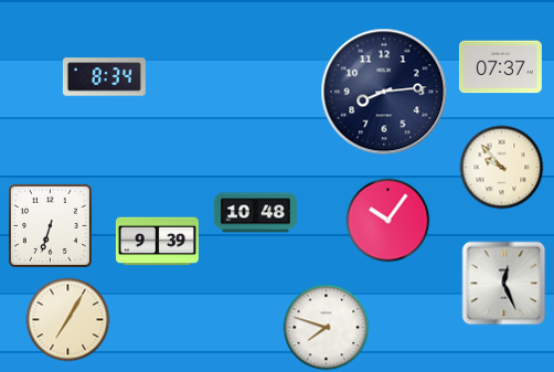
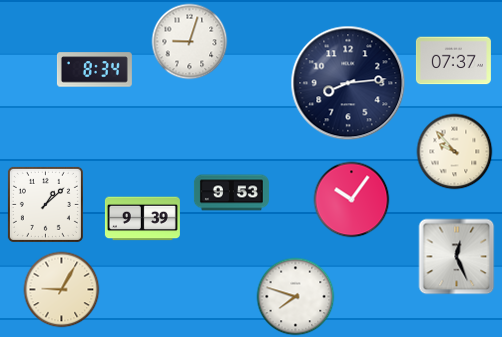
clock at (190, 42): none -> 9:03
clock at (255, 213): 10:48 -> 9:53
clock at (50, 225): 6:33 -> 1:08
clock at (68, 320): 7:05 -> 9:05
